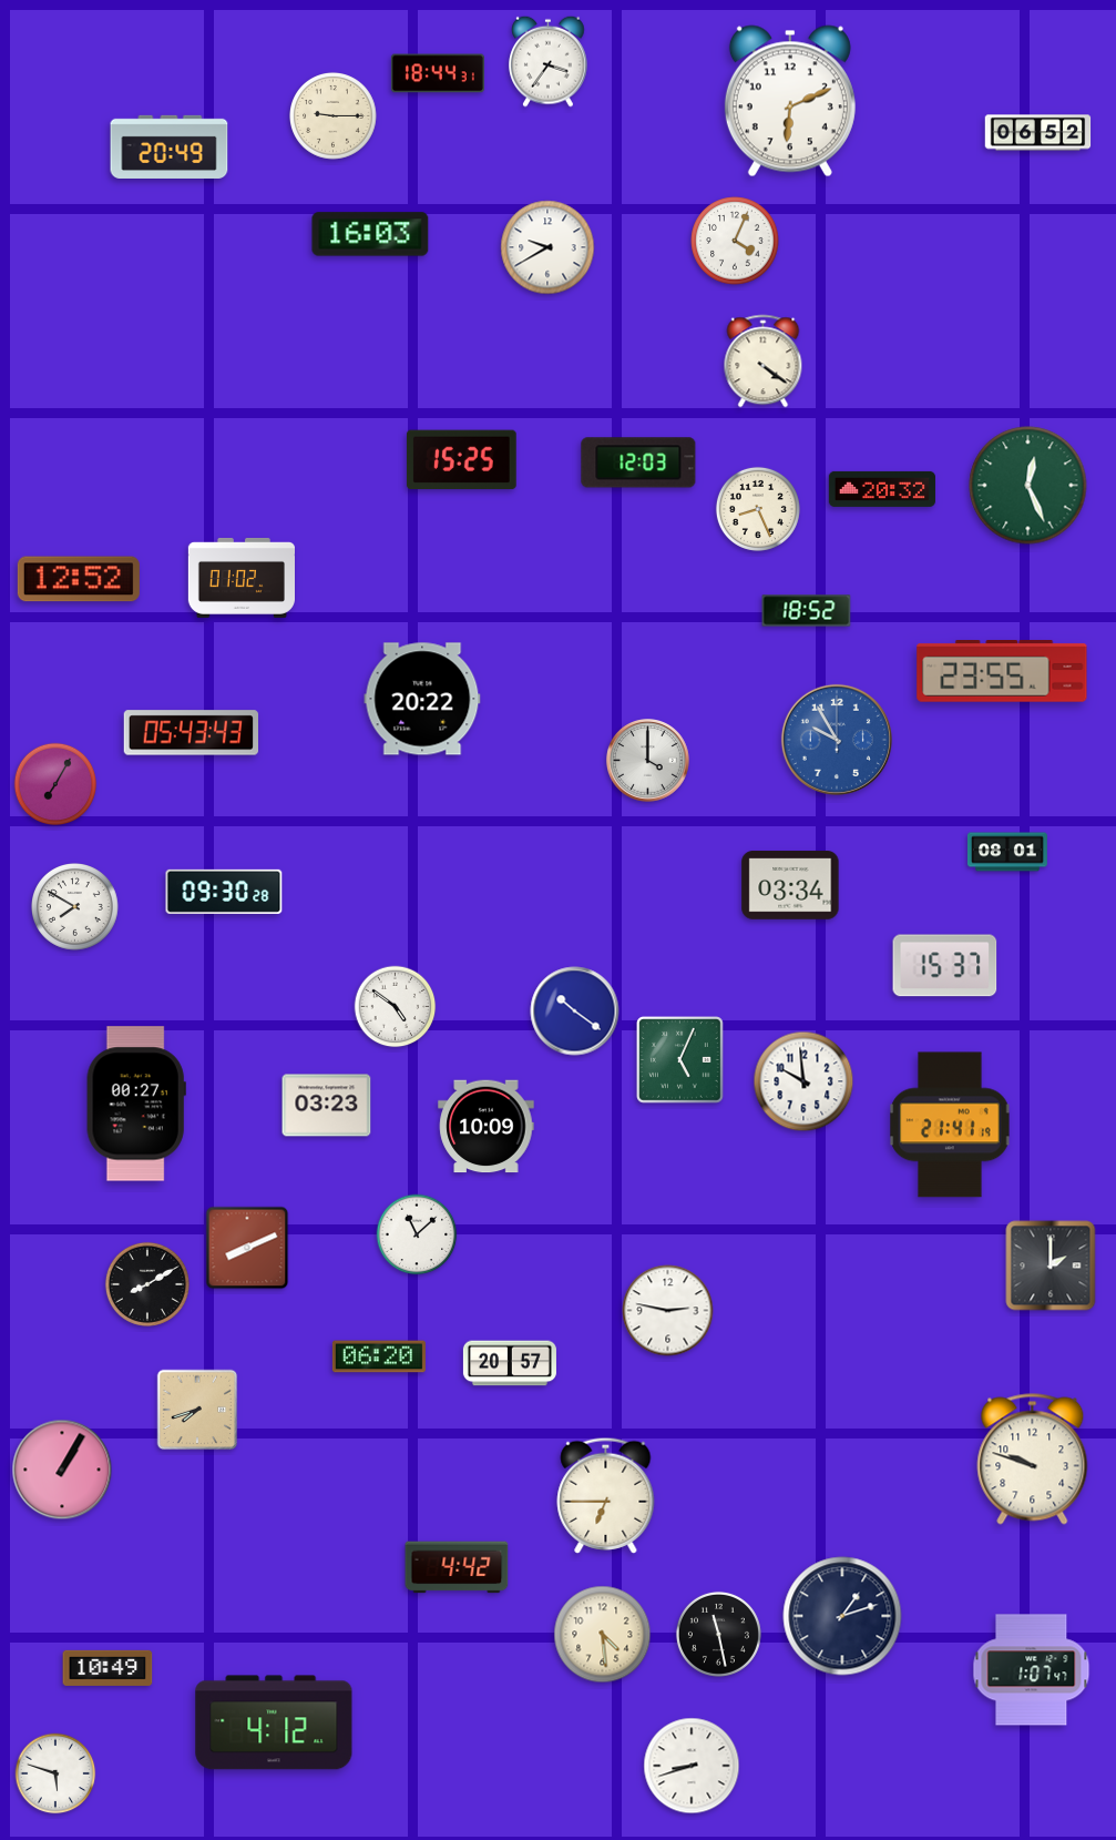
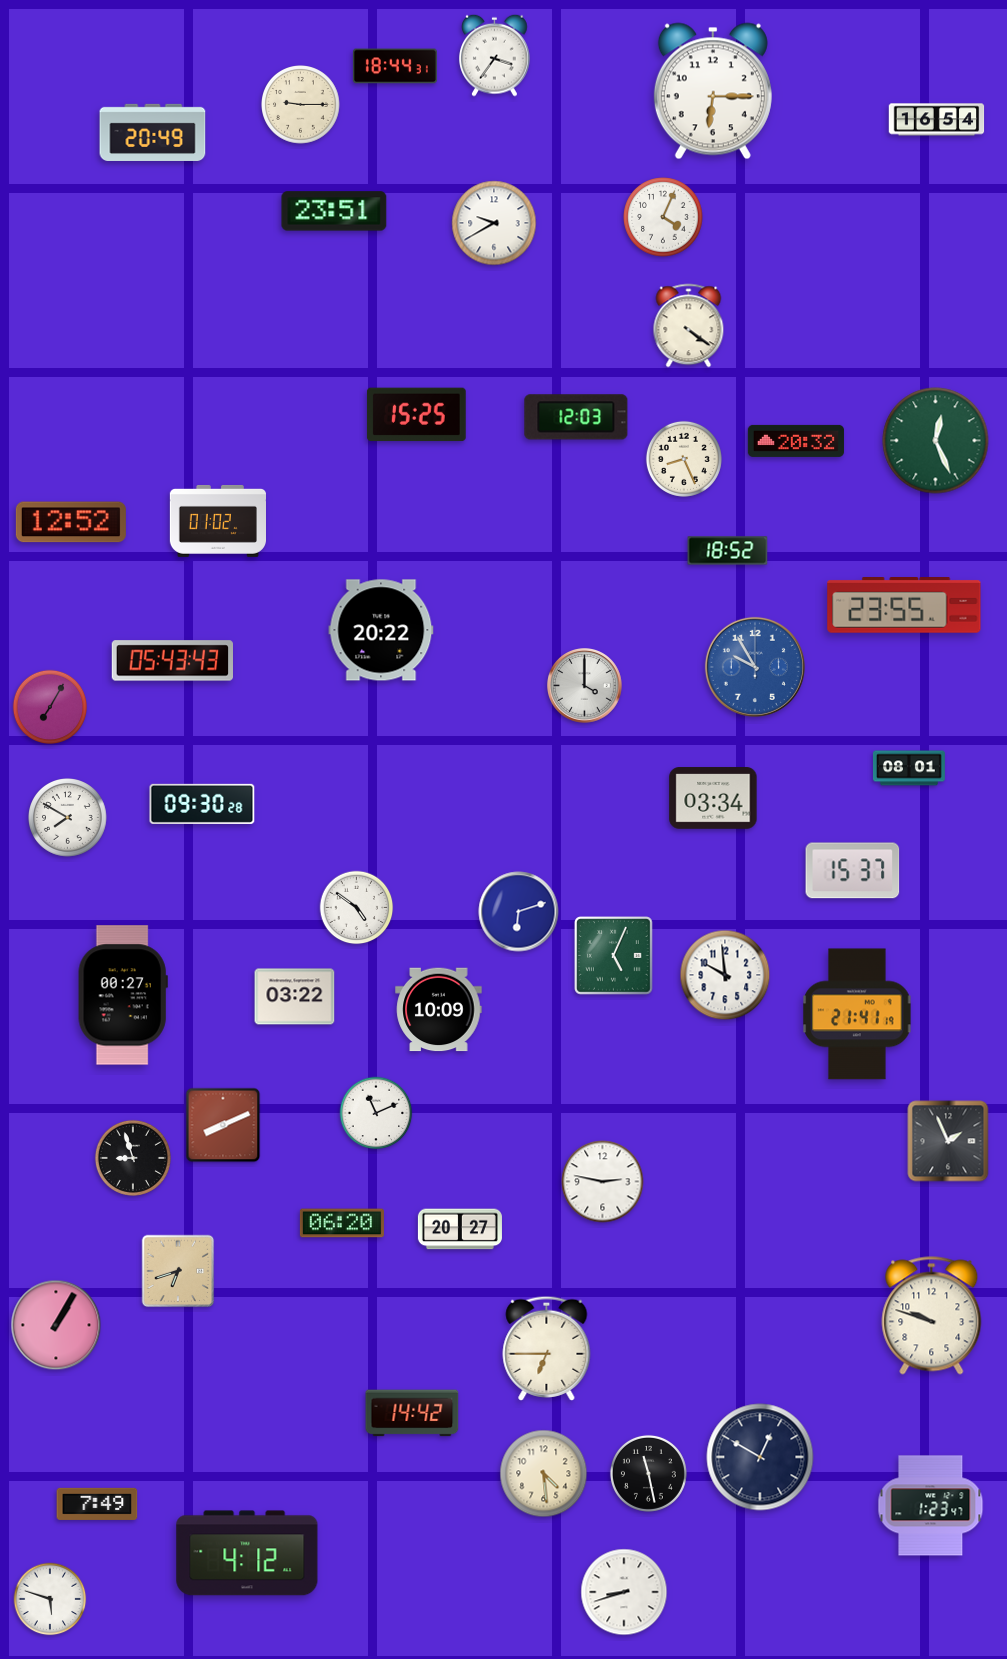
clock at (790, 101): 6:11 -> 6:15
clock at (1038, 133): 06:52 -> 16:54
clock at (370, 234): 16:03 -> 23:51
clock at (1028, 486) position: (1028, 486) -> (936, 441)
clock at (575, 1012): 10:21 -> 6:12
clock at (327, 1106): 03:23 -> 03:22
clock at (487, 1127) position: (487, 1127) -> (439, 1010)
clock at (417, 1234): 11:08 -> 11:11
clock at (1051, 1265): 2:00 -> 1:56
clock at (147, 1284): 8:10 -> 8:57
clock at (510, 1363): 20:57 -> 20:27
clock at (197, 1410): 7:42 -> 6:42
clock at (457, 1567): 4:42 -> 14:42
clock at (842, 1616): 1:12 -> 12:50
clock at (107, 1668): 10:49 -> 7:49
clock at (1032, 1670): 1:07 -> 1:23
